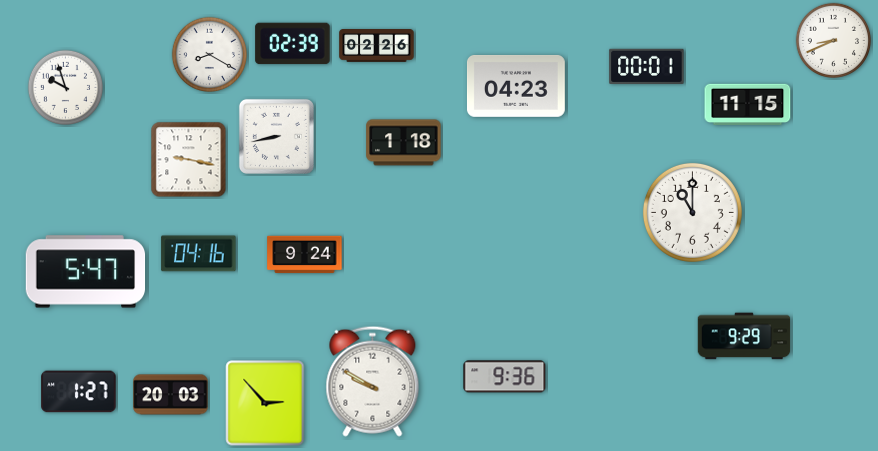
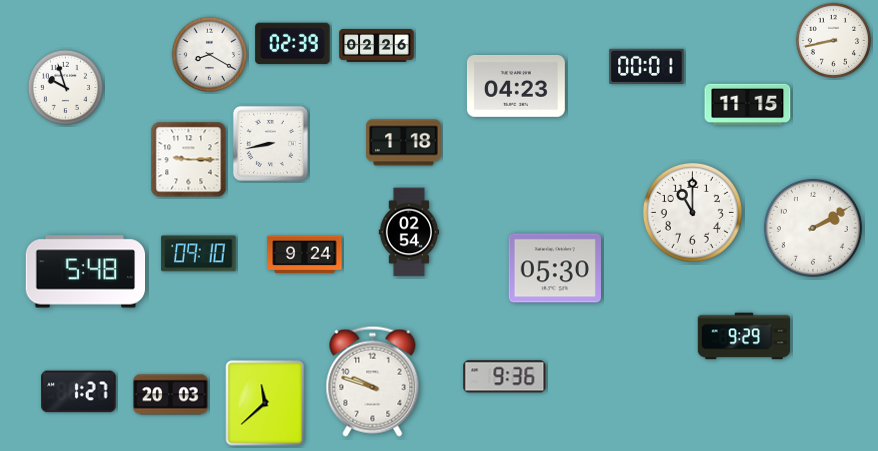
clock at (833, 40): 8:41 -> 8:43
clock at (276, 136) position: (276, 136) -> (270, 143)
clock at (189, 160): 9:17 -> 9:15
clock at (813, 228): none -> 2:10
clock at (409, 232): none -> 02:54
clock at (199, 254): 04:16 -> 09:10
clock at (554, 268): none -> 05:30
clock at (86, 272): 5:47 -> 5:48
clock at (373, 381): 9:50 -> 9:48
clock at (265, 403): 2:53 -> 11:38
